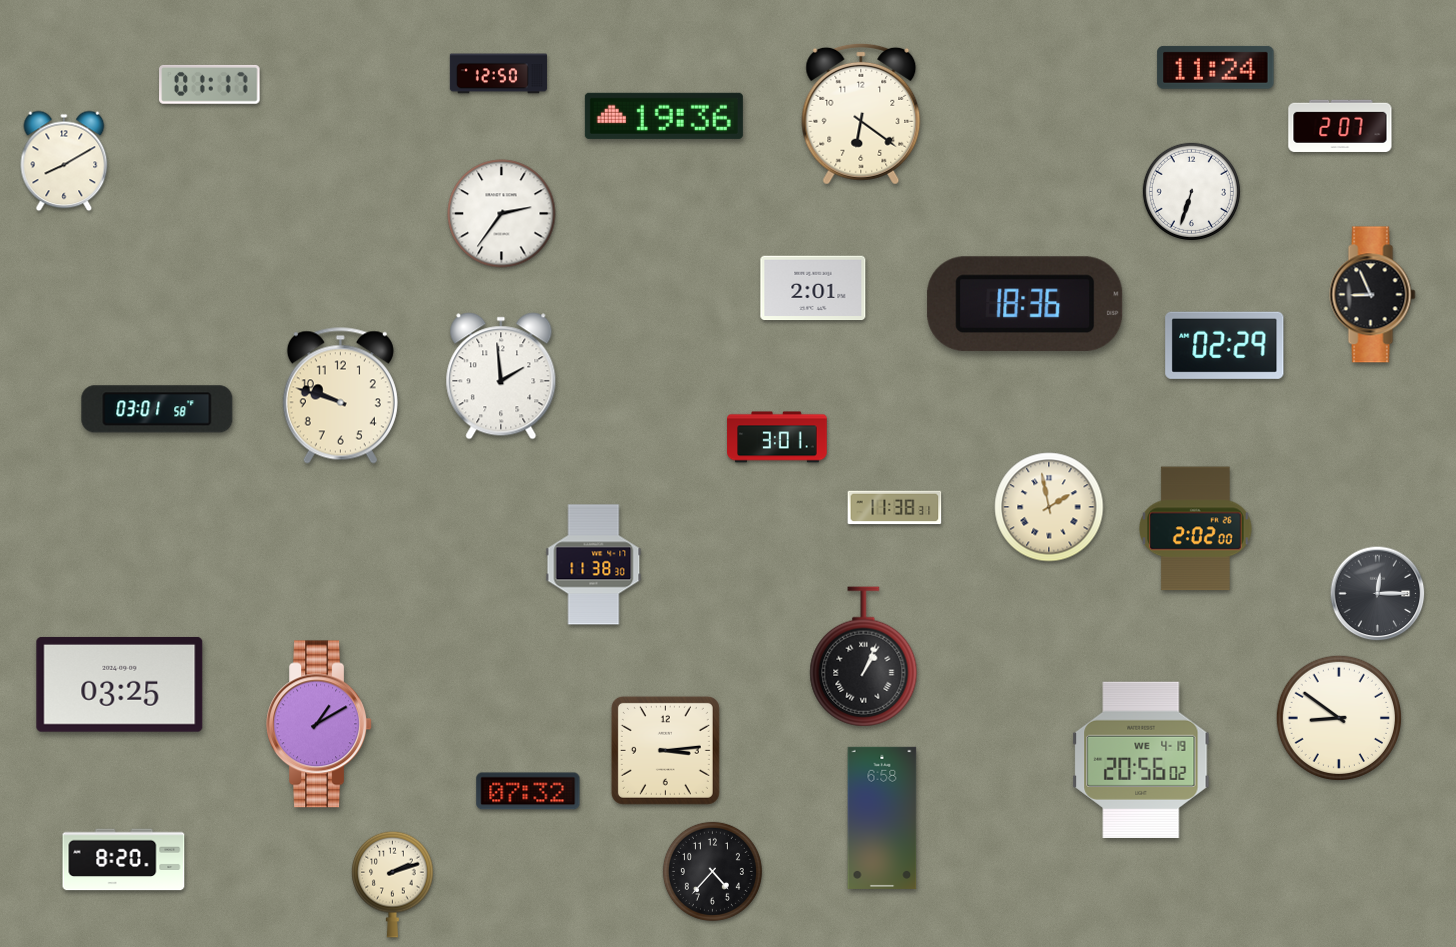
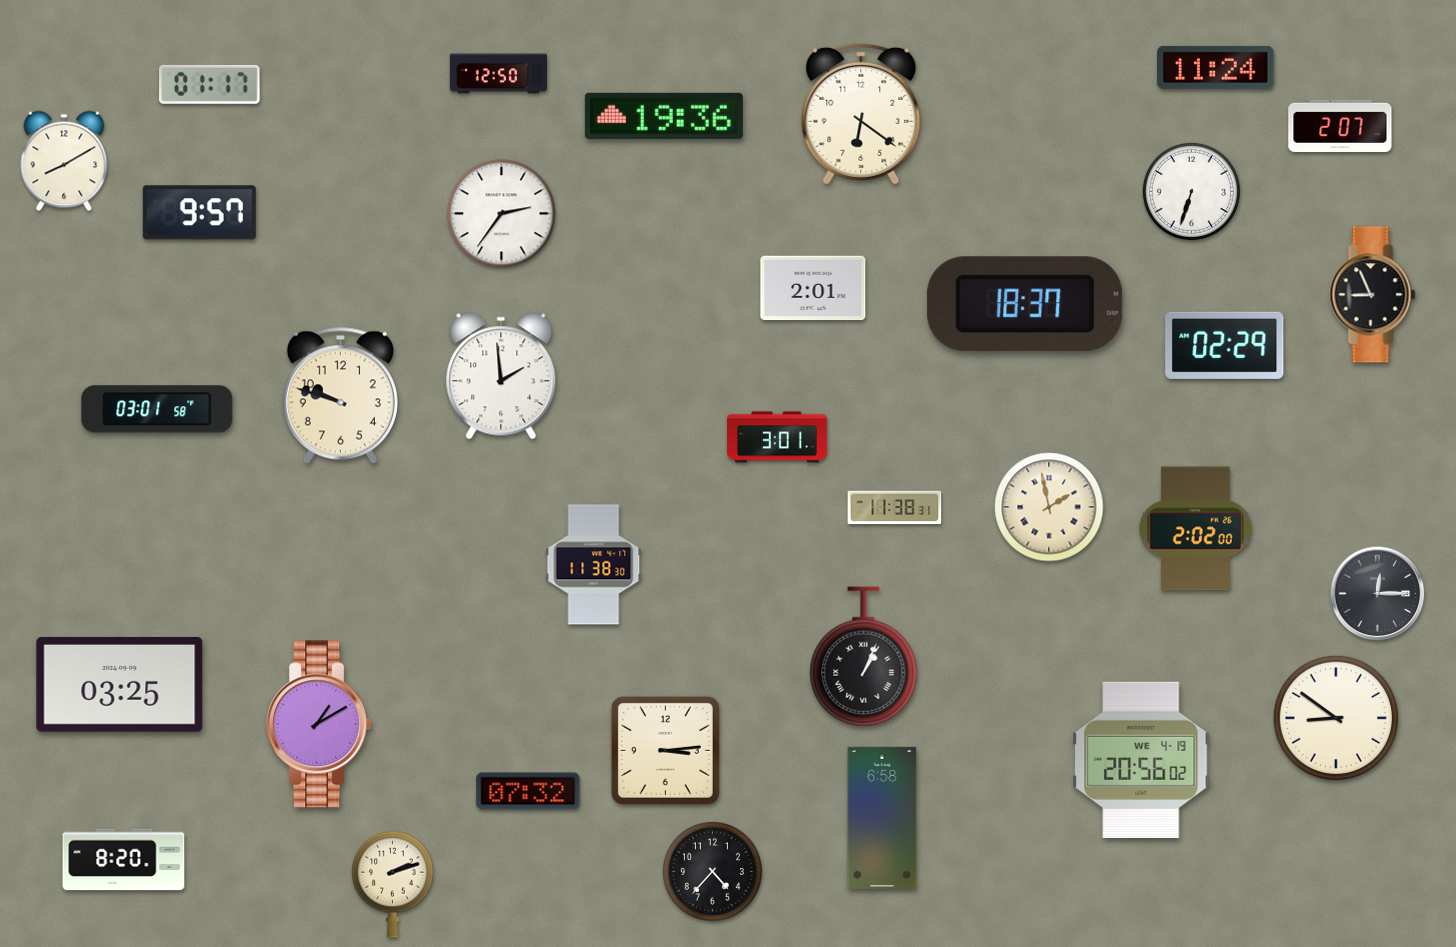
clock at (199, 213): none -> 9:57
clock at (1025, 304): 18:36 -> 18:37
clock at (1339, 718) position: (1339, 718) -> (1336, 718)
